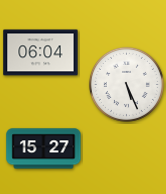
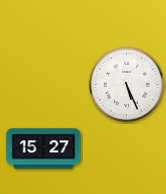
clock at (41, 53): 06:04 -> none
